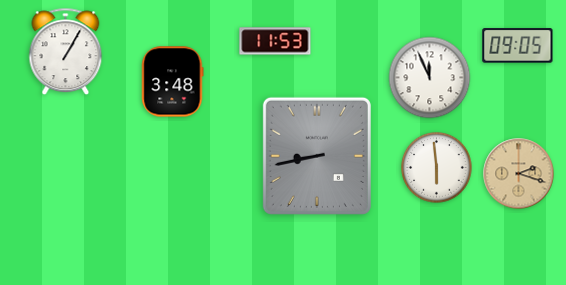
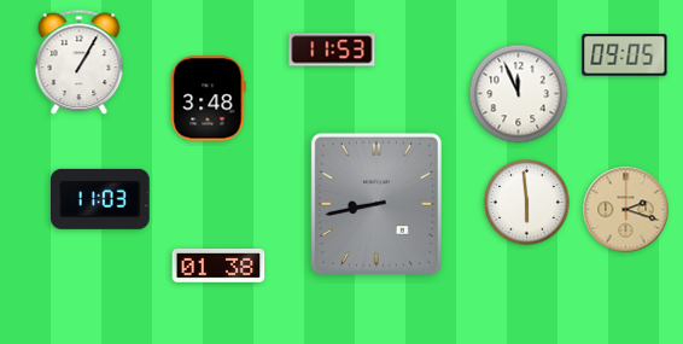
clock at (317, 156) position: (317, 156) -> (376, 204)
clock at (101, 199): none -> 11:03
clock at (218, 266): none -> 01:38
